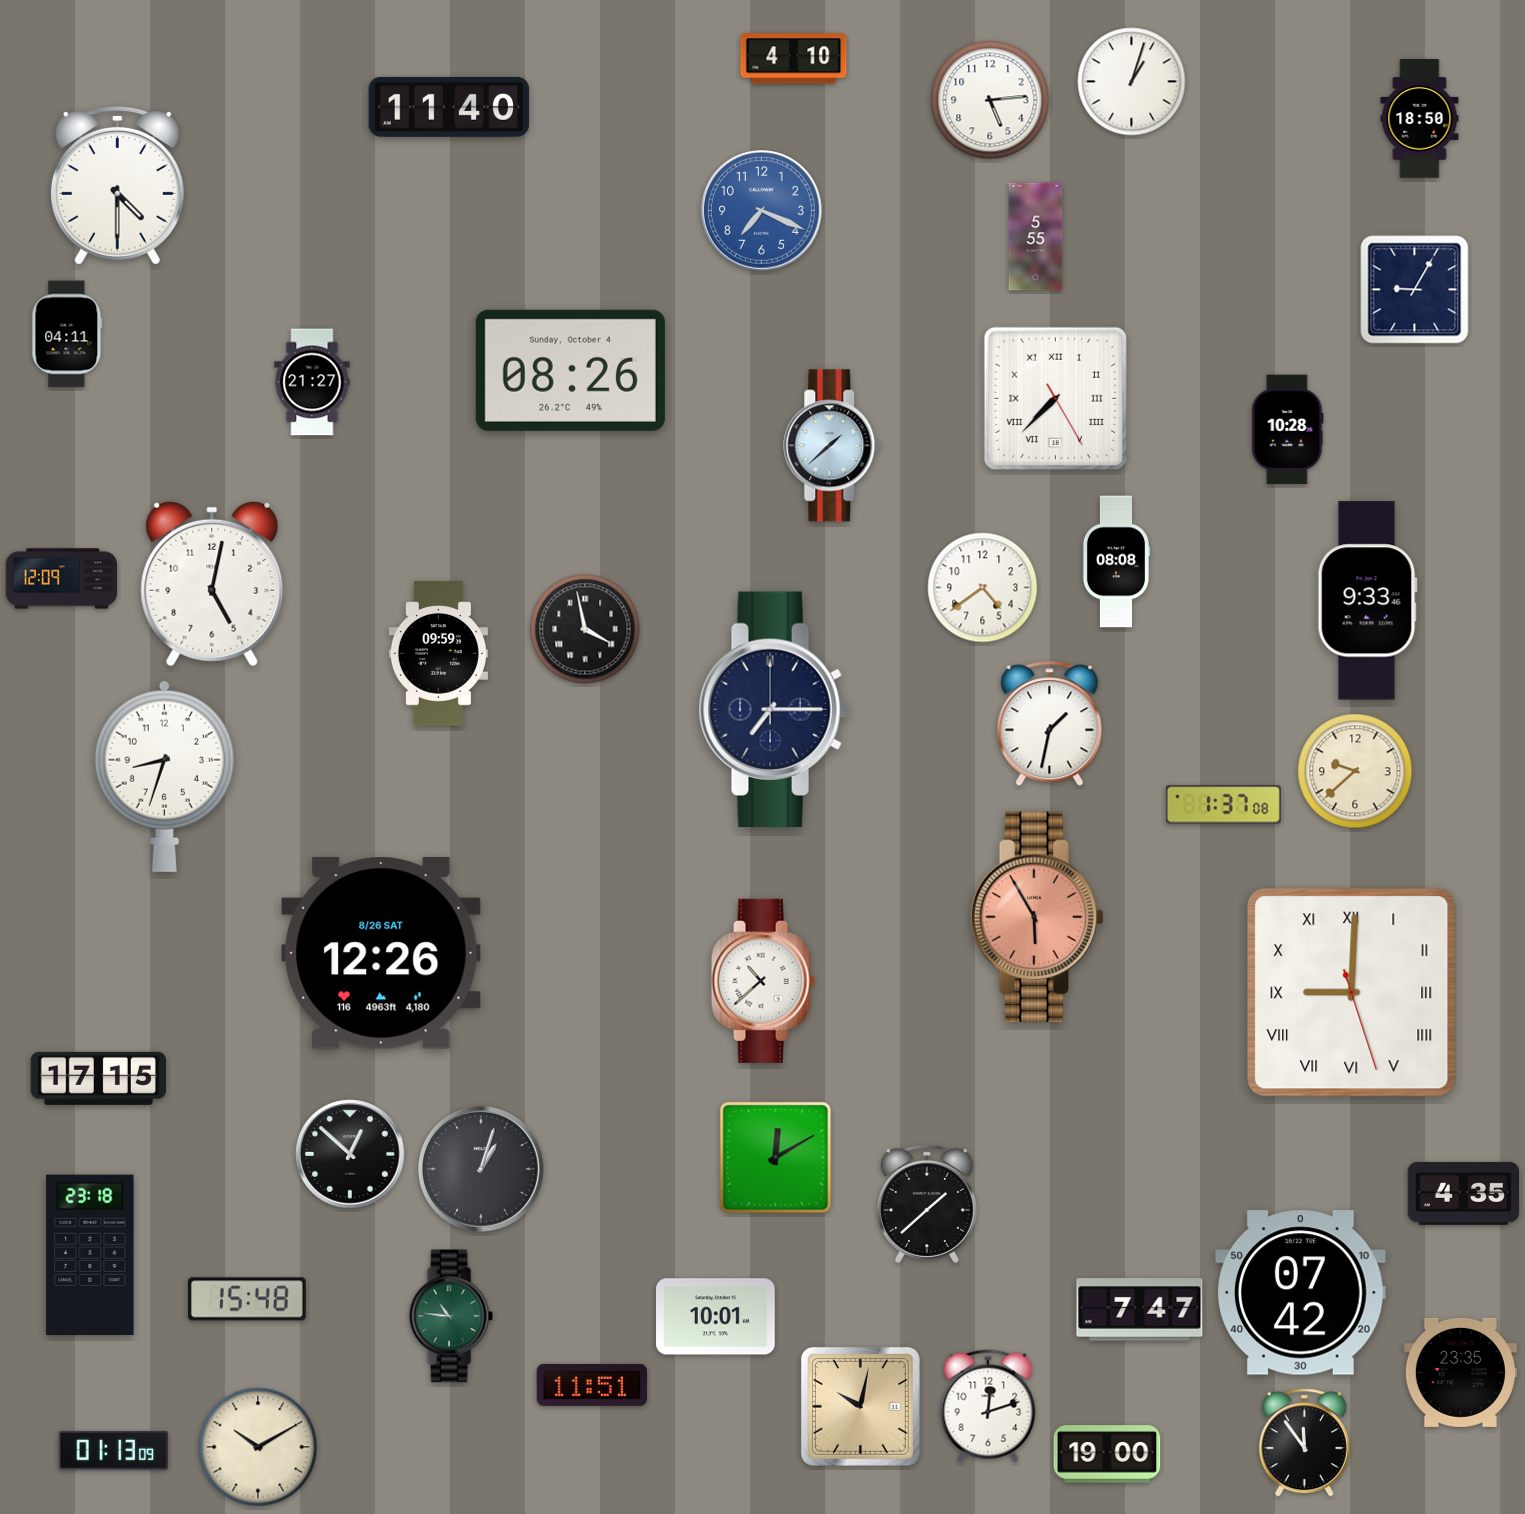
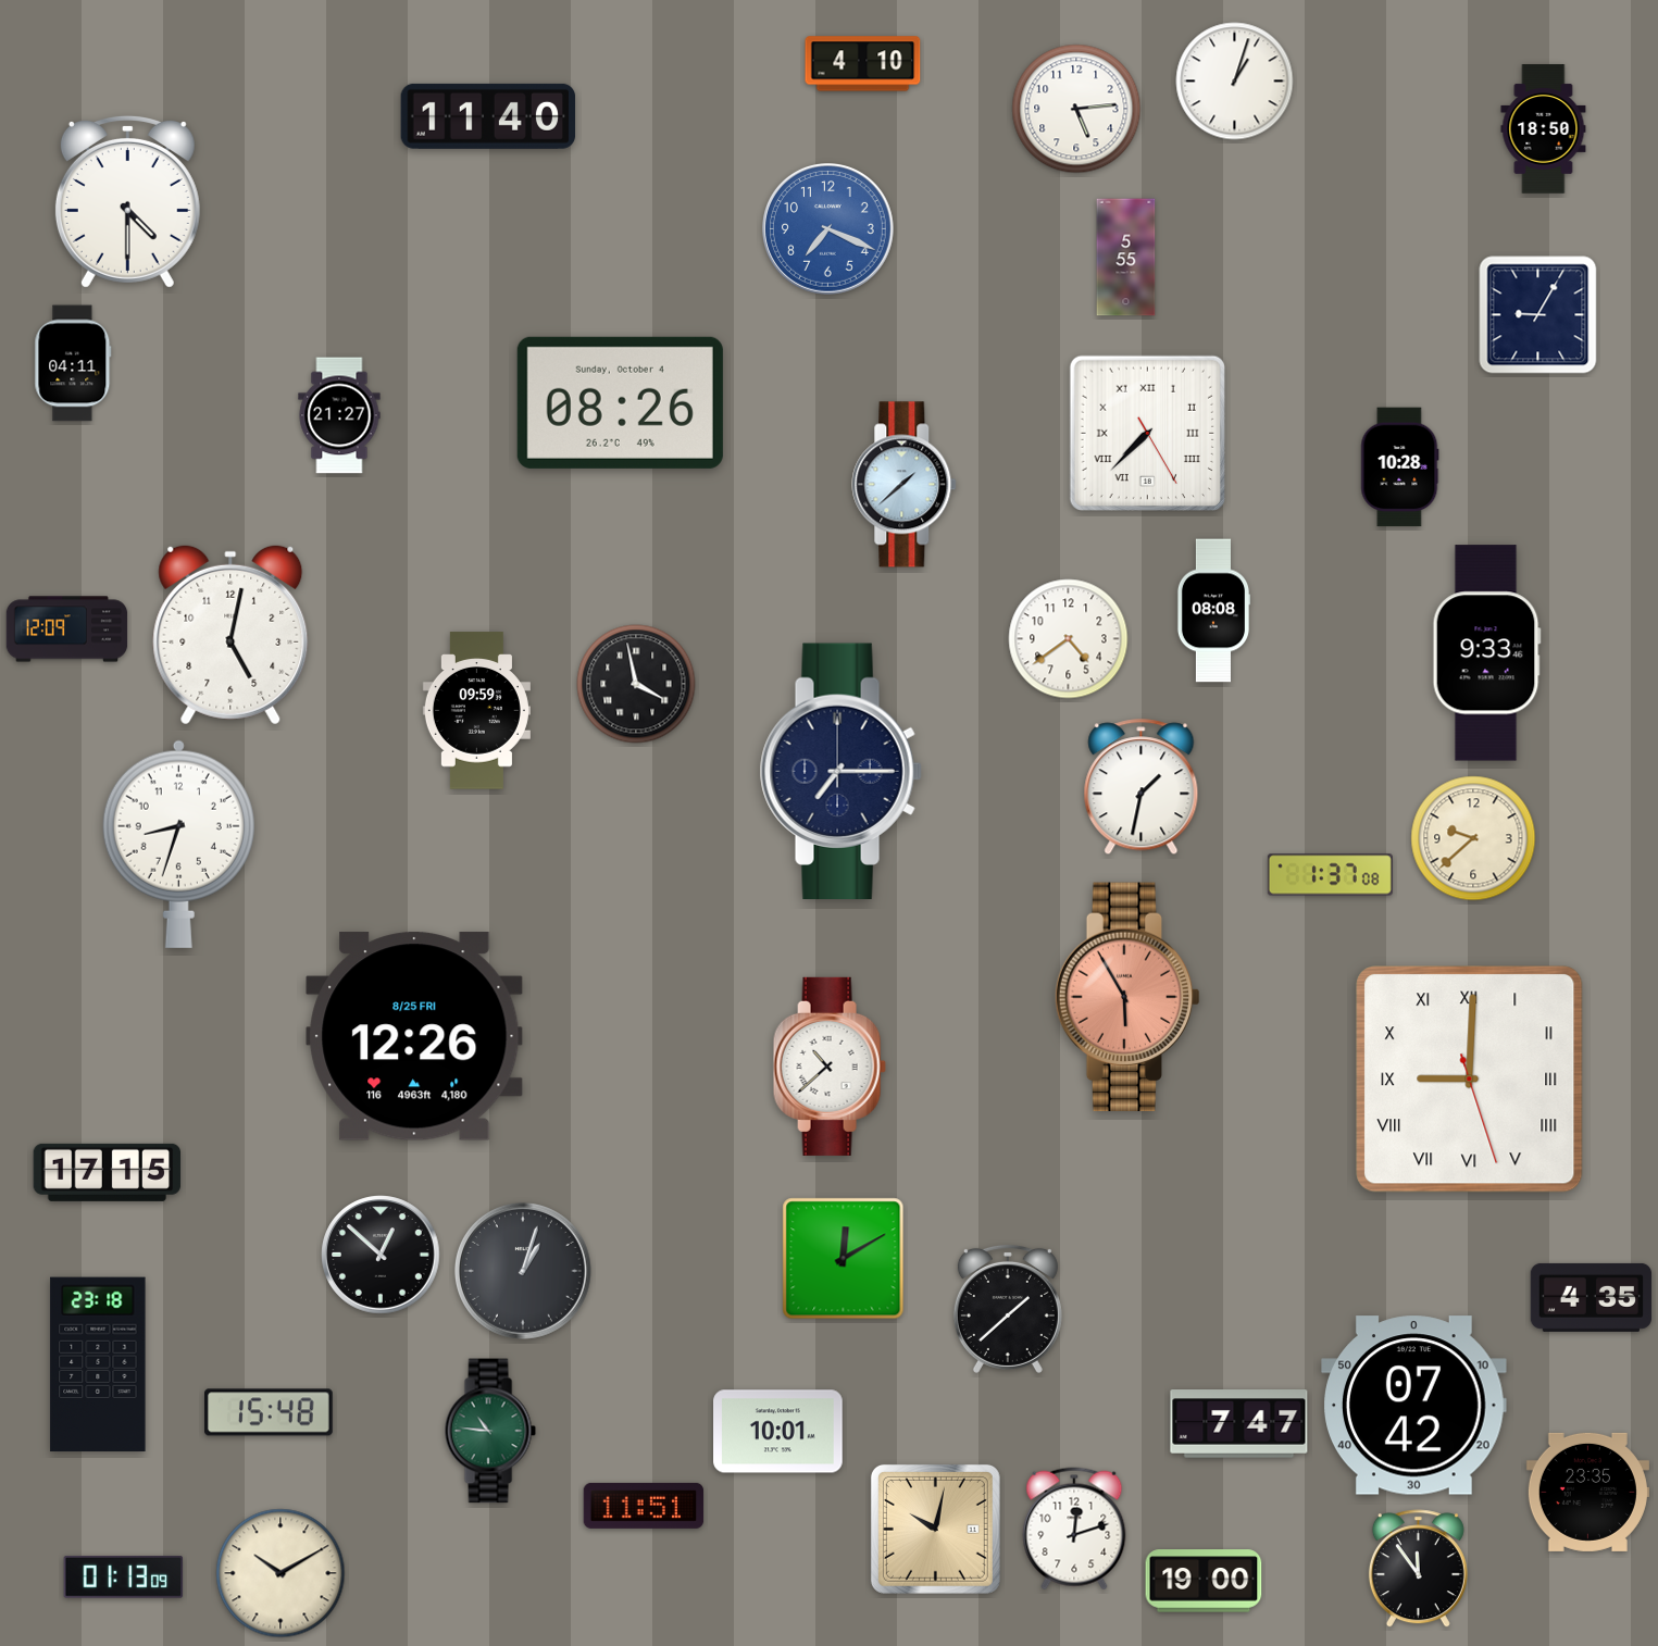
clock at (1132, 82) position: (1132, 82) -> (1235, 82)
clock at (381, 953) date: 8/26 SAT -> 8/25 FRI
